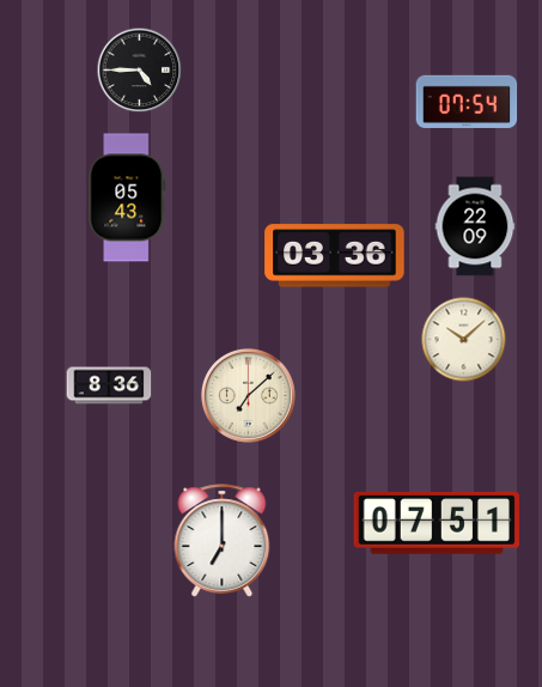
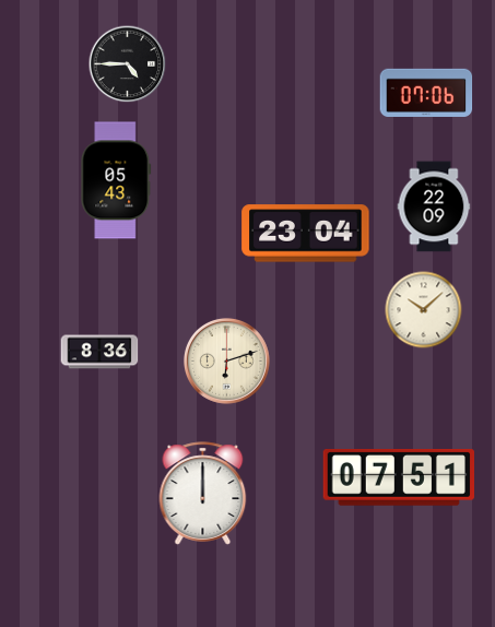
clock at (467, 102): 07:54 -> 07:06
clock at (335, 256): 03:36 -> 23:04
clock at (248, 395): 7:08 -> 6:12
clock at (223, 541): 7:00 -> 12:00
